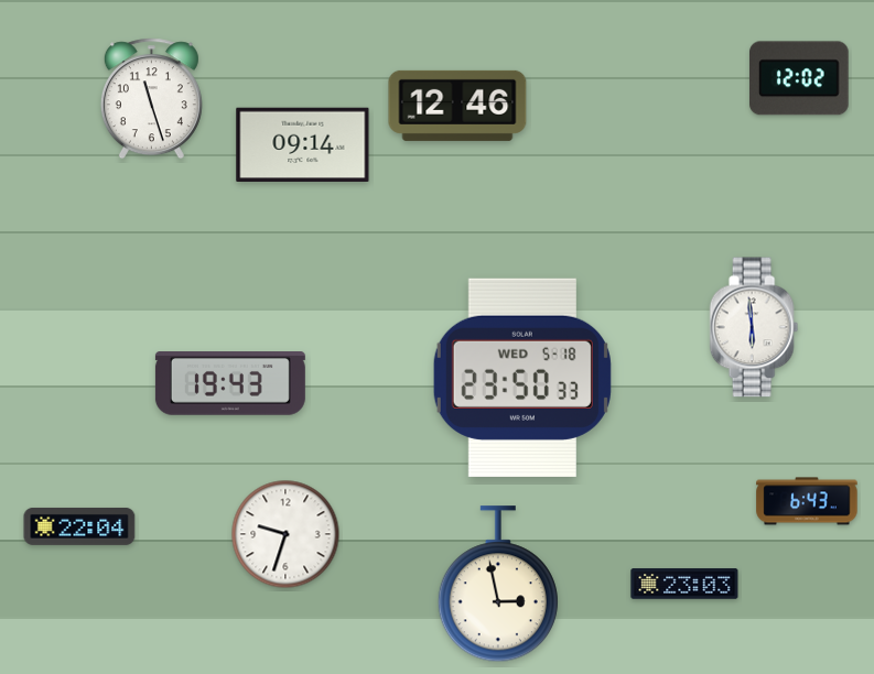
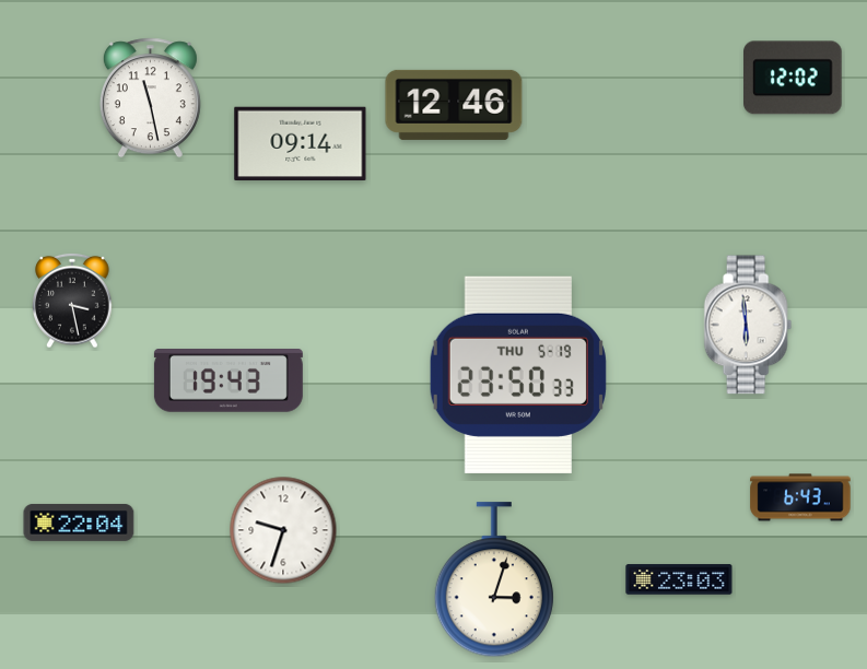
clock at (151, 99): 11:27 -> 11:28
clock at (72, 301): none -> 3:28
clock at (522, 378) date: WED 5-18 -> THU 5-19
clock at (498, 585): 2:58 -> 3:03
